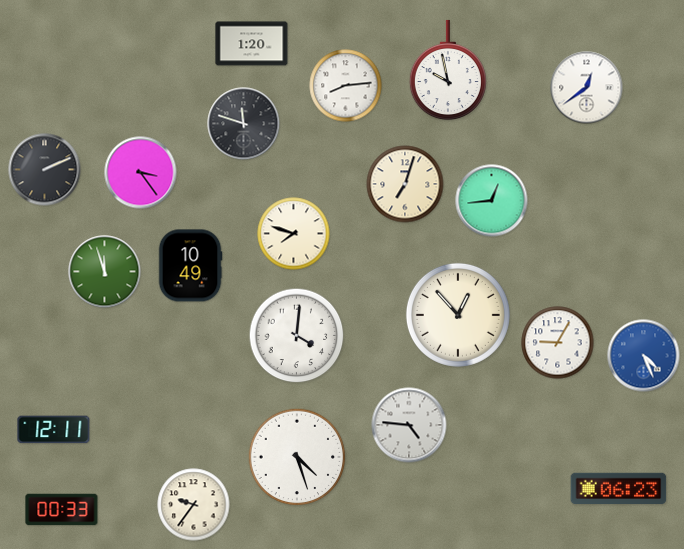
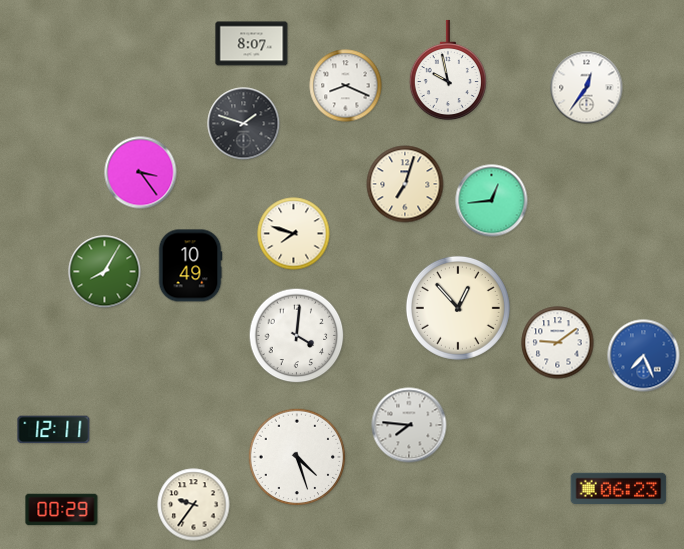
clock at (252, 44): 1:20 -> 8:07
clock at (346, 86): 8:14 -> 8:19
clock at (587, 88): 12:39 -> 12:36
clock at (244, 124): 11:48 -> 1:48
clock at (45, 170): 2:11 -> none
clock at (105, 272): 11:57 -> 8:05
clock at (458, 315) position: (458, 315) -> (458, 308)
clock at (558, 343): 9:05 -> 9:09
clock at (644, 356): 4:26 -> 7:26
clock at (409, 425): 4:46 -> 7:46
clock at (62, 510): 00:33 -> 00:29
